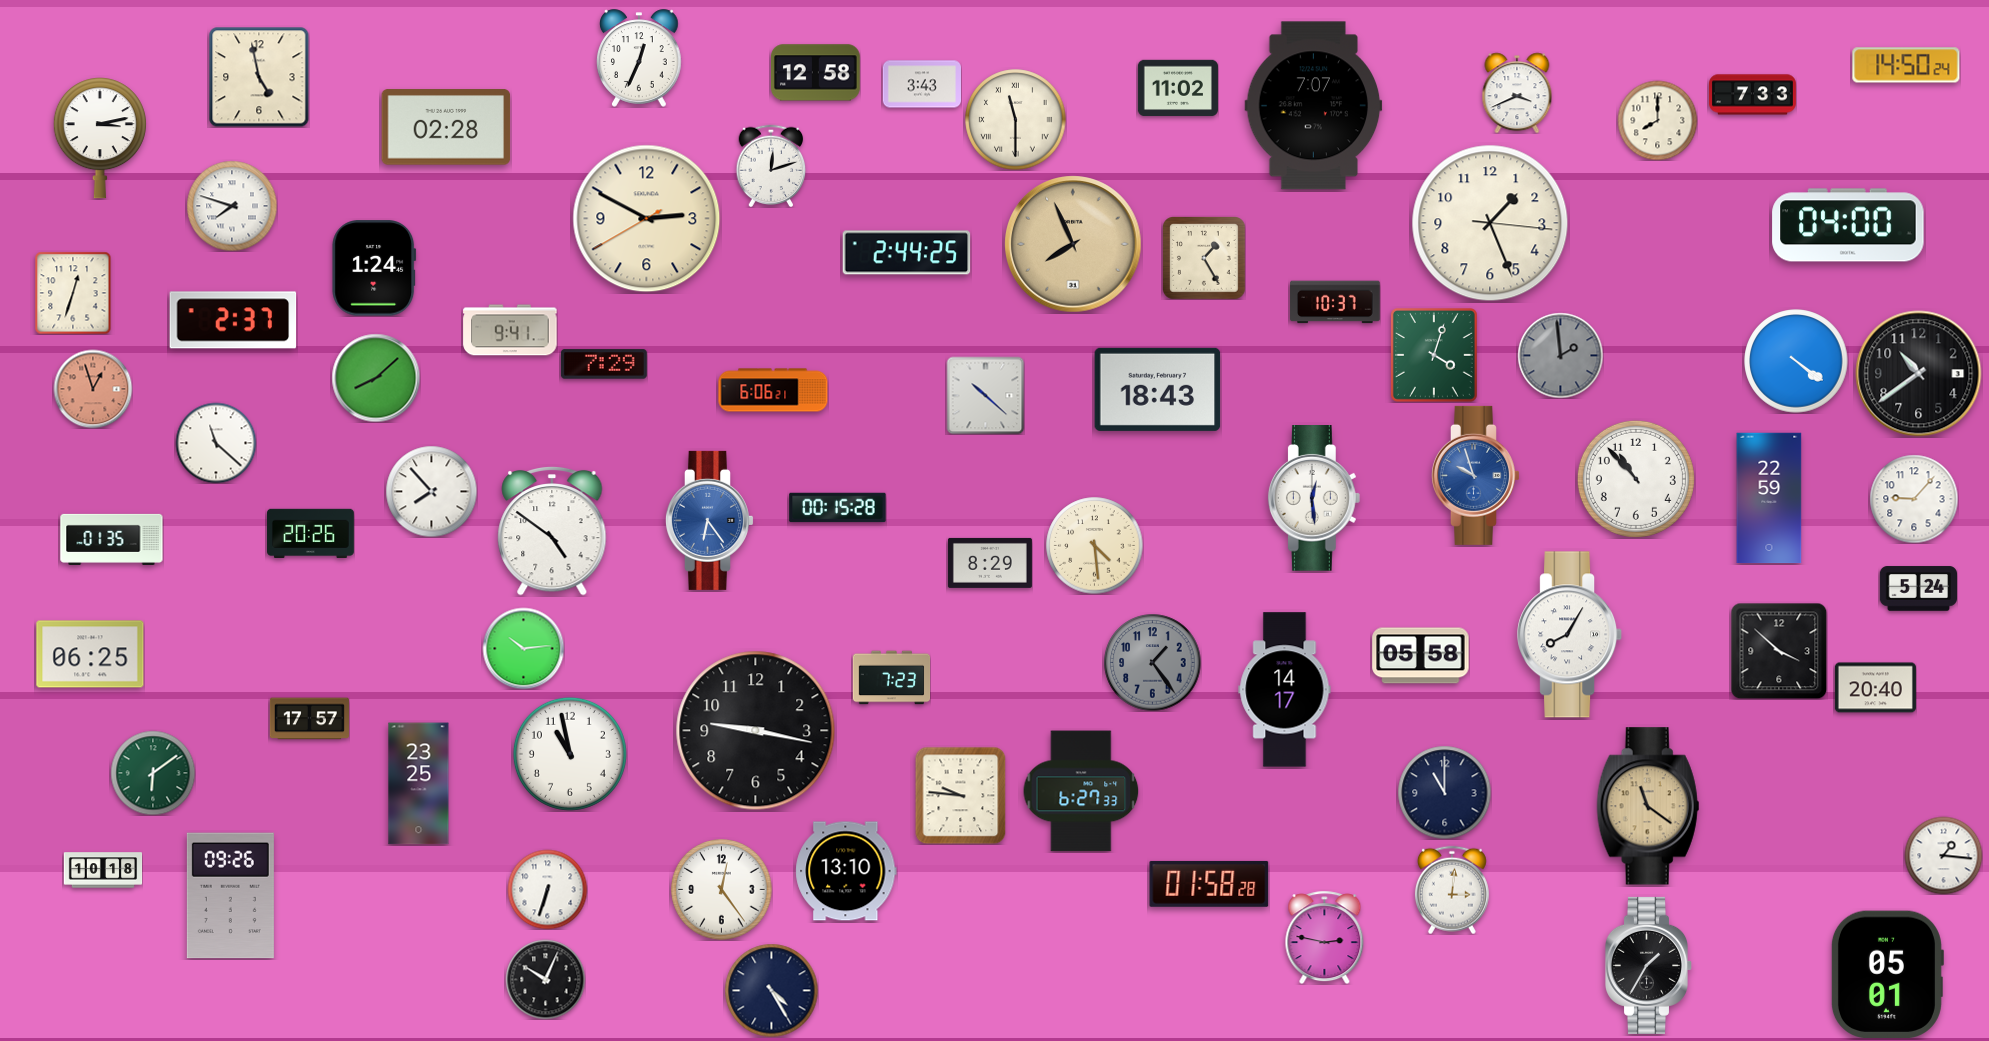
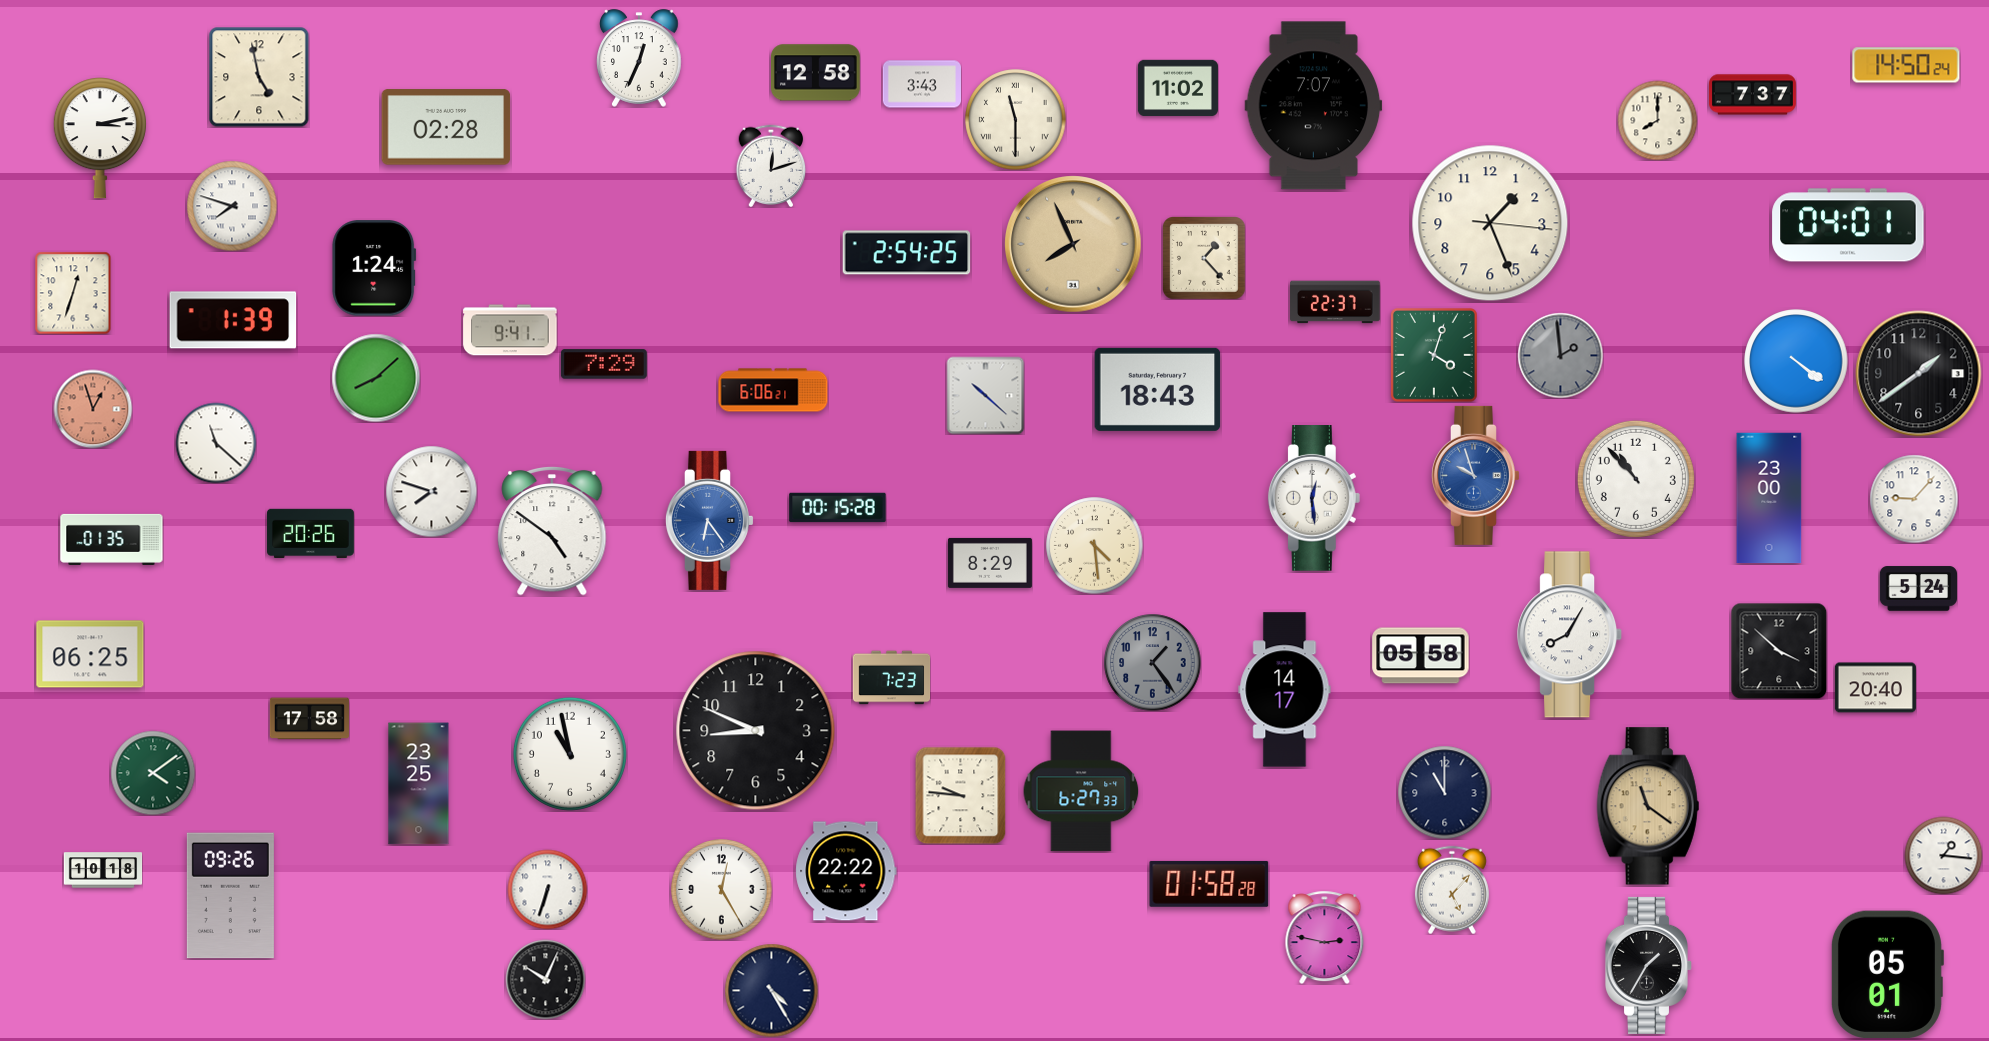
clock at (1517, 93): 3:41 -> none
clock at (1753, 95): 7:33 -> 7:37
clock at (647, 219): 2:49 -> none
clock at (1848, 225): 04:00 -> 04:01
clock at (907, 253): 2:44 -> 2:54
clock at (1204, 258): 1:25 -> 1:23
clock at (1335, 302): 10:37 -> 22:37
clock at (233, 320): 2:37 -> 1:39
clock at (1919, 374): 10:39 -> 1:39
clock at (93, 389) position: (93, 389) -> (93, 409)
clock at (431, 491): 7:53 -> 7:48
clock at (1769, 498): 22:59 -> 23:00
clock at (523, 648): 10:14 -> none
clock at (309, 719): 17:57 -> 17:58
clock at (756, 731): 9:17 -> 8:49
clock at (153, 773): 6:09 -> 4:09
clock at (846, 871): 13:10 -> 22:22
clock at (722, 890): 12:24 -> 12:25
clock at (1452, 890): 3:01 -> 5:07
